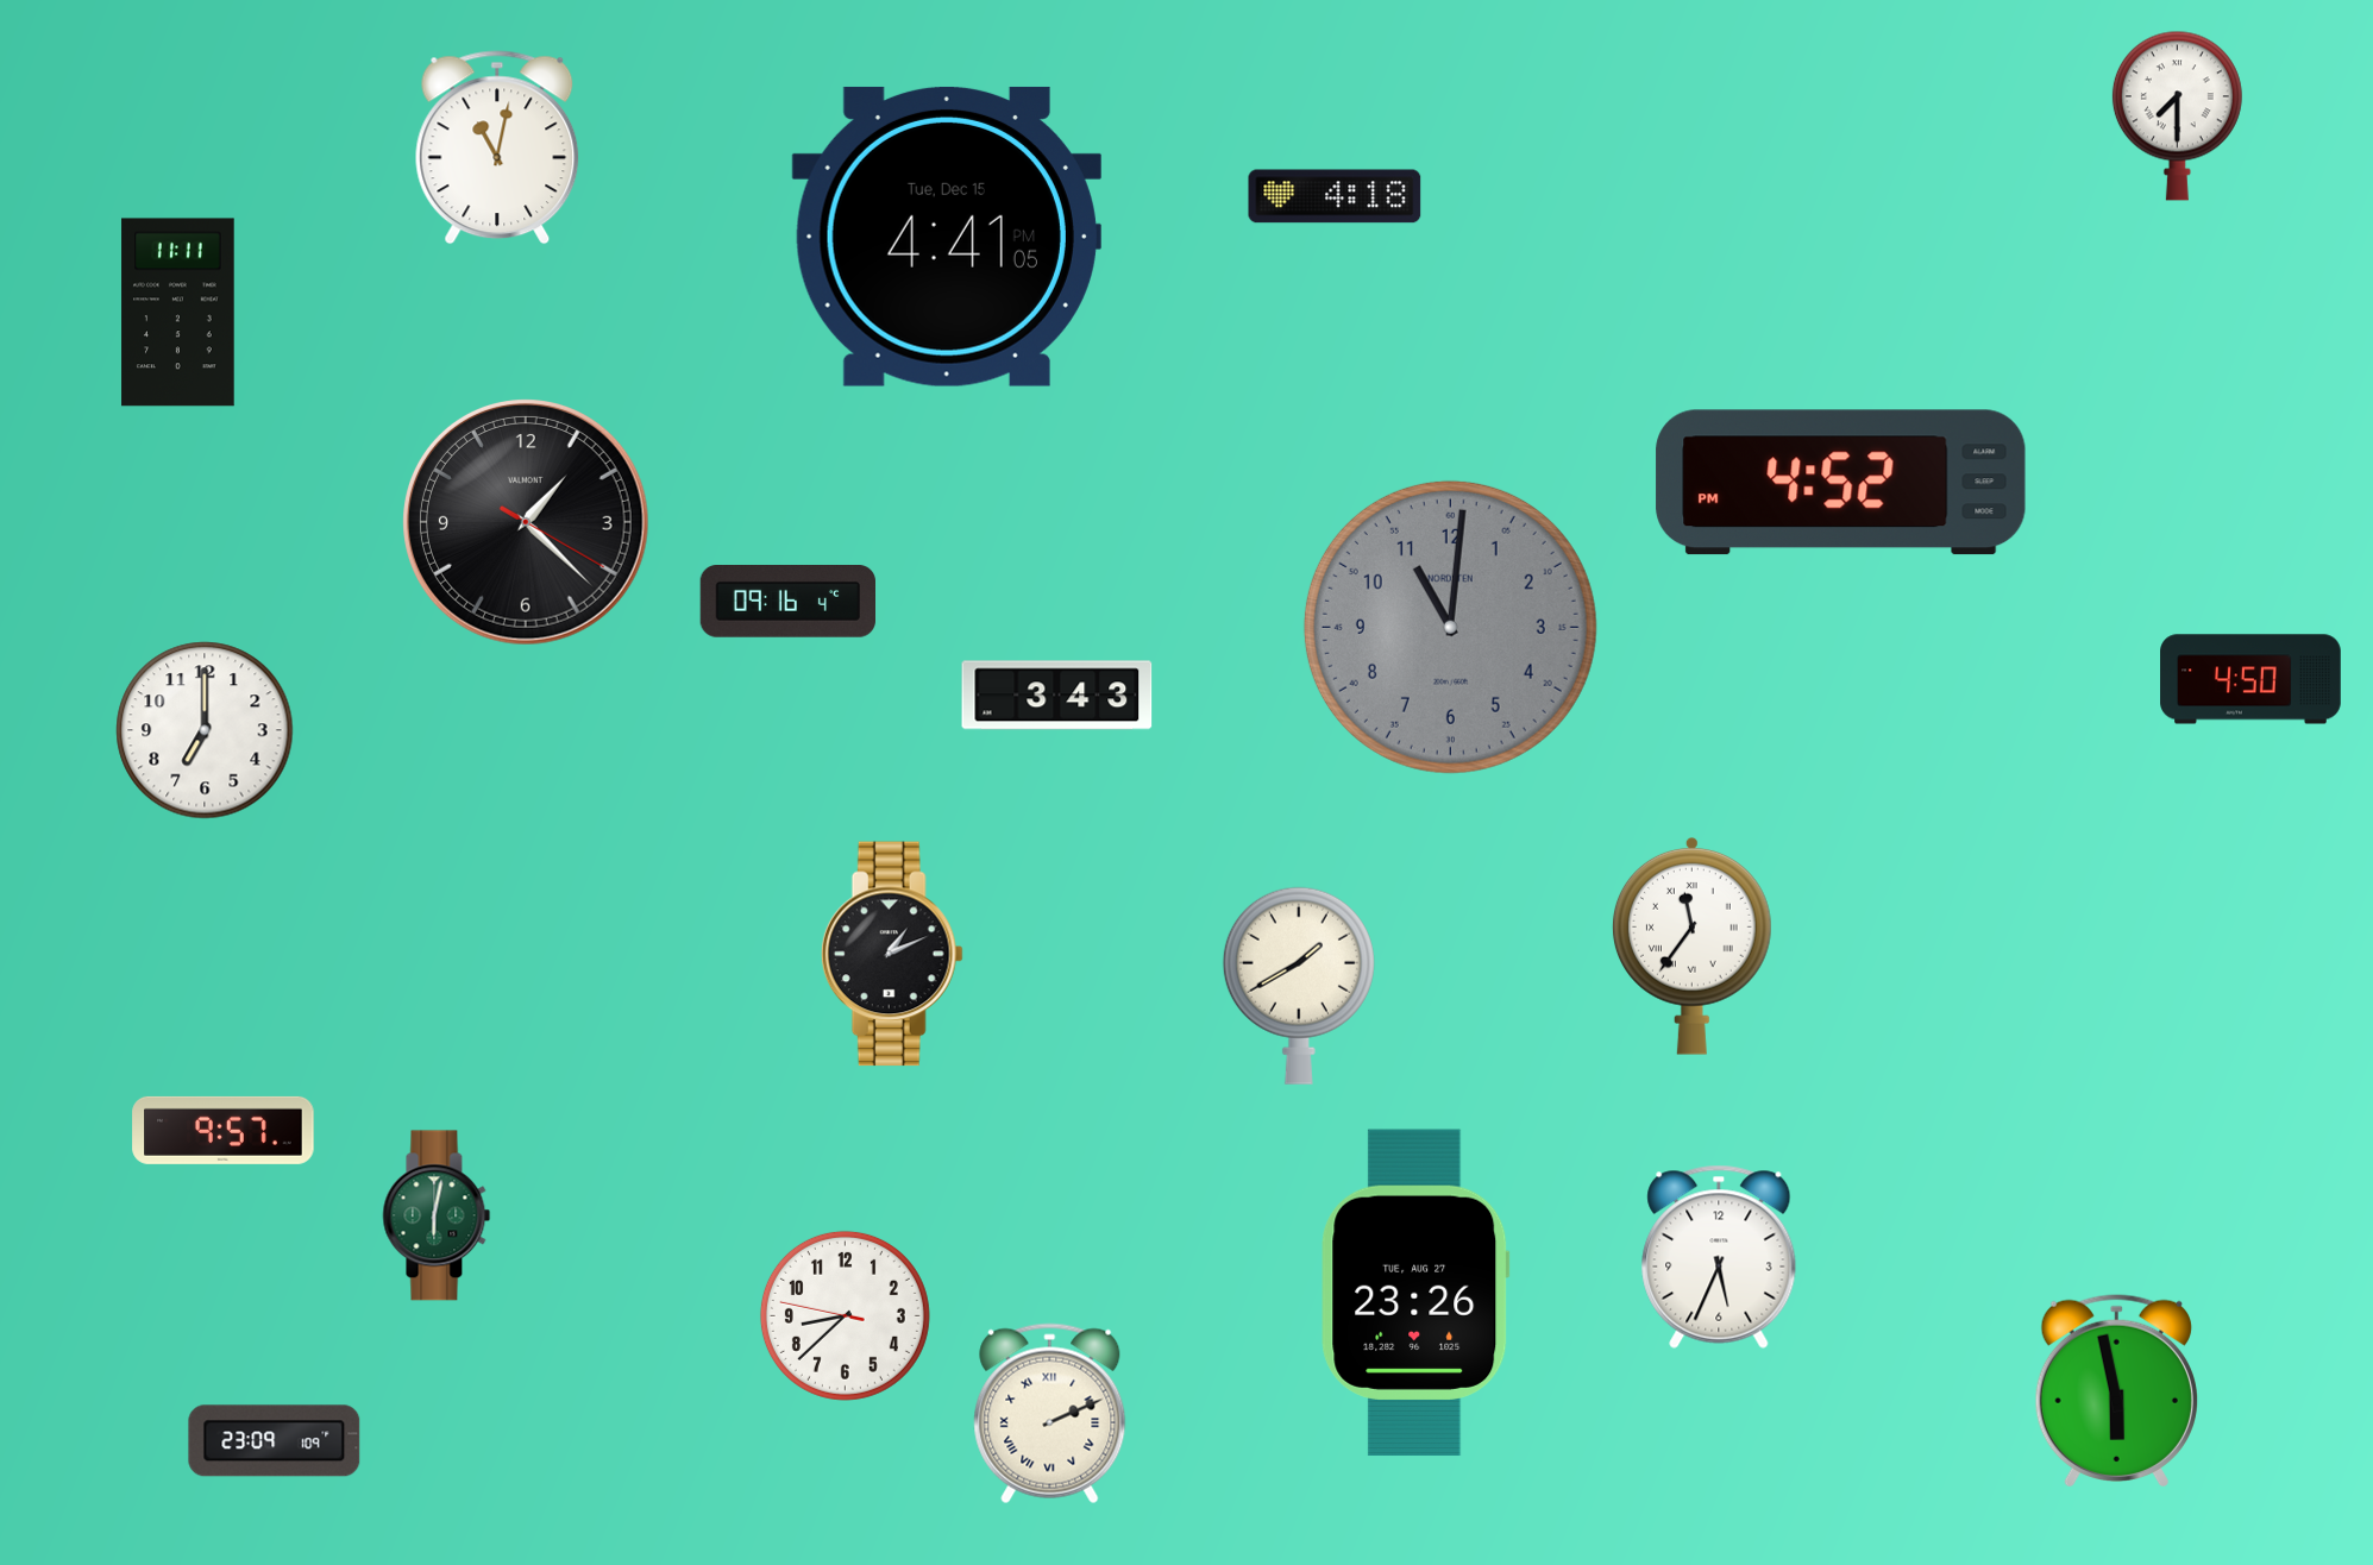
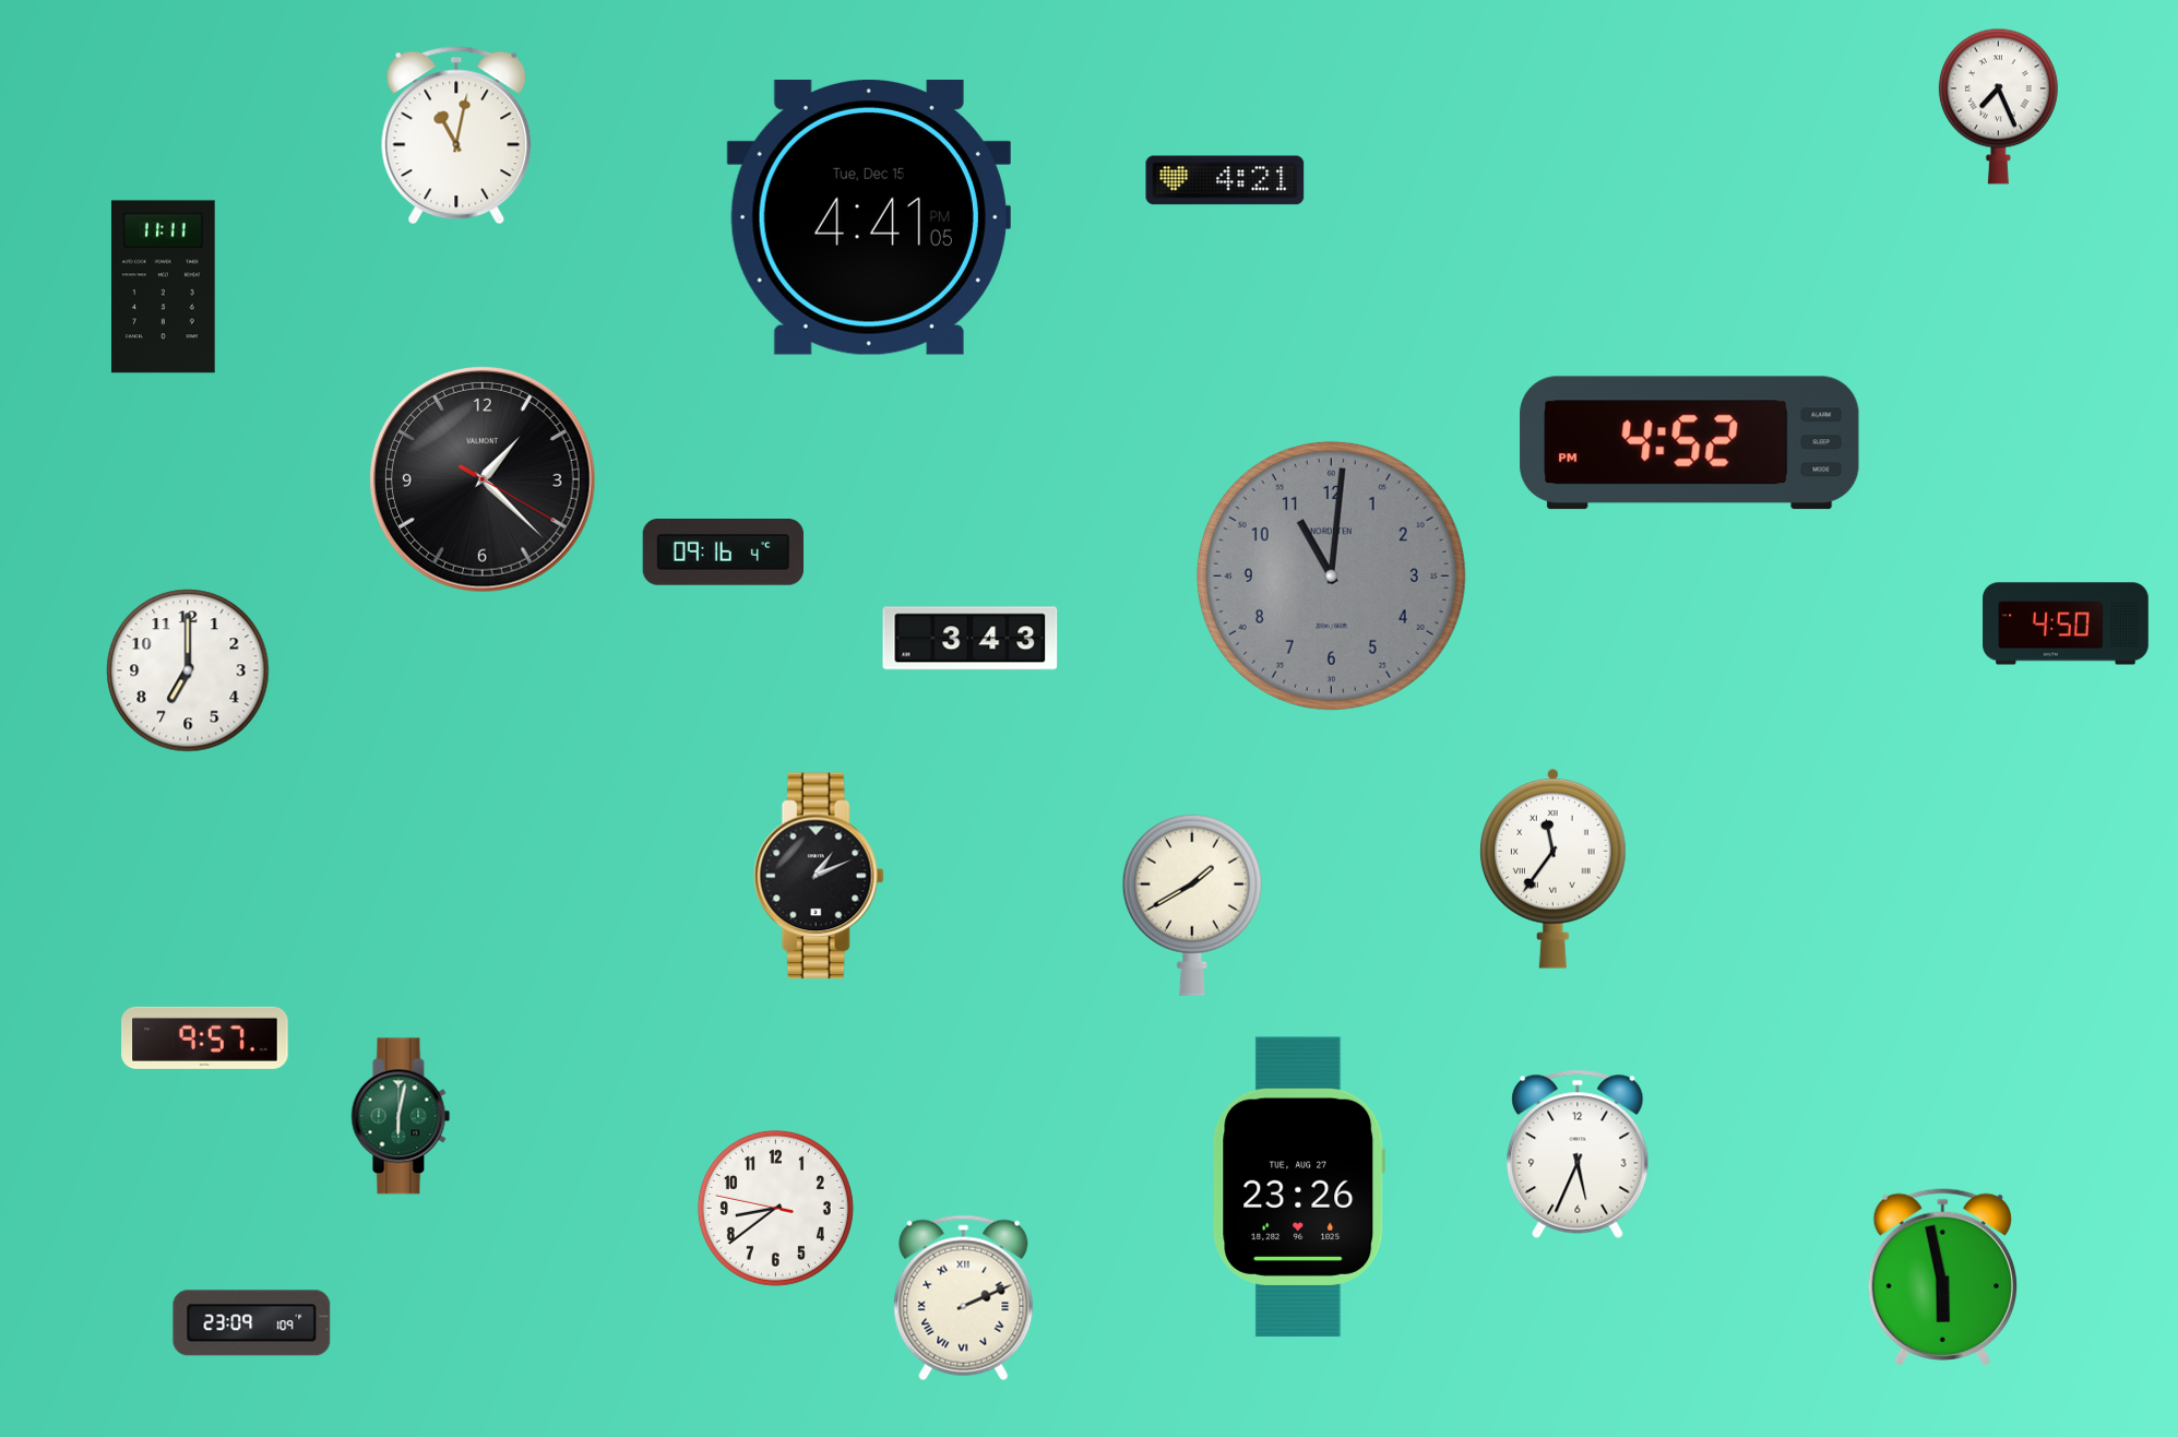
clock at (2177, 115): 7:30 -> 7:26
clock at (1335, 196): 4:18 -> 4:21
clock at (845, 1315): 8:37 -> 8:38
